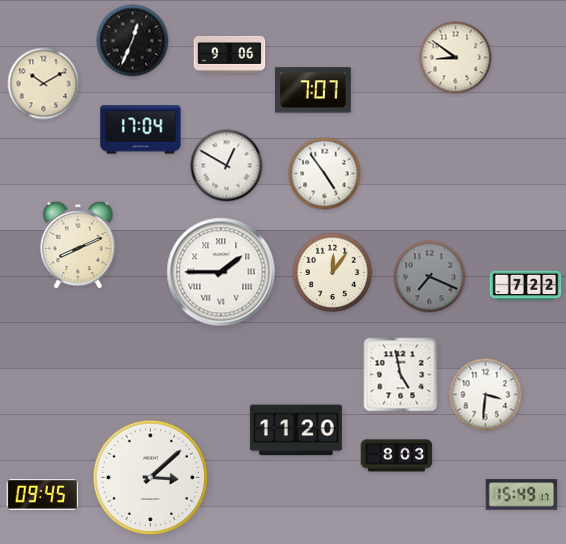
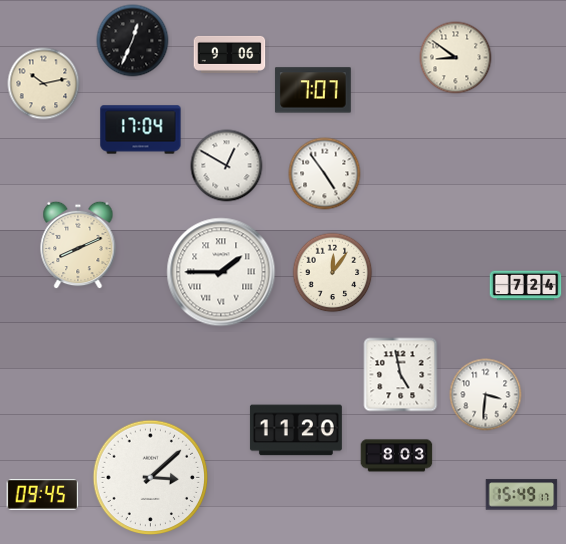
clock at (44, 84): 10:10 -> 10:13
clock at (430, 277): 7:19 -> none
clock at (526, 286): 7:22 -> 7:24
